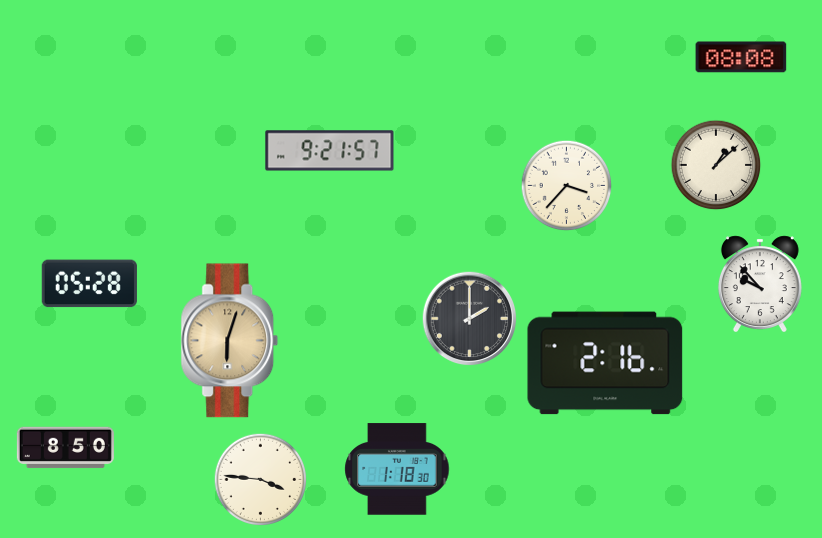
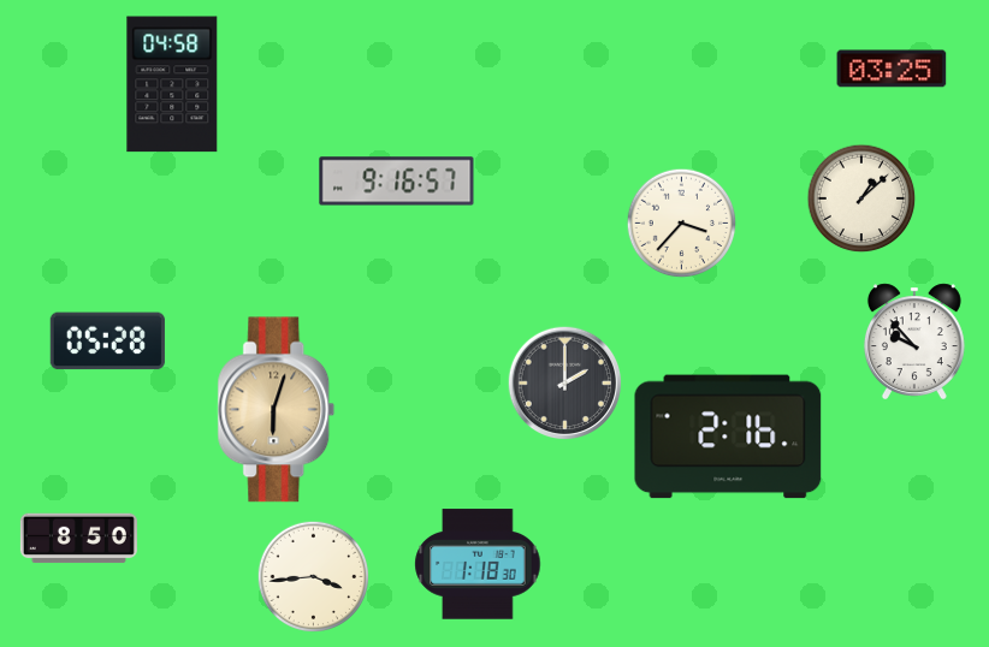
clock at (741, 57): 08:08 -> 03:25
clock at (172, 84): none -> 04:58
clock at (330, 151): 9:21 -> 9:16
clock at (260, 479): 3:46 -> 3:44
